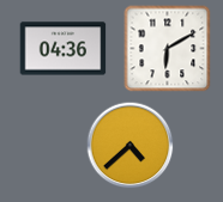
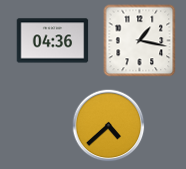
clock at (168, 49): 6:10 -> 1:17
clock at (131, 146) position: (131, 146) -> (109, 126)
